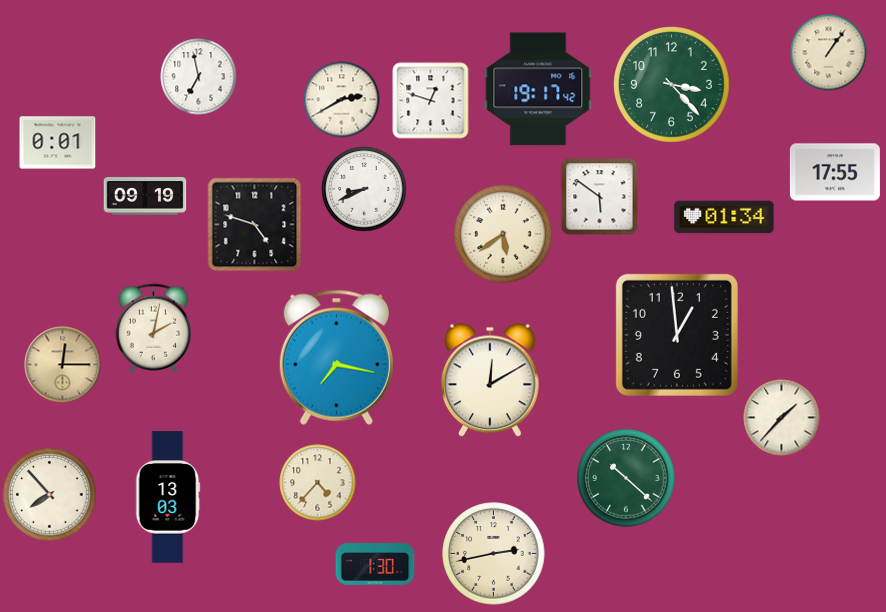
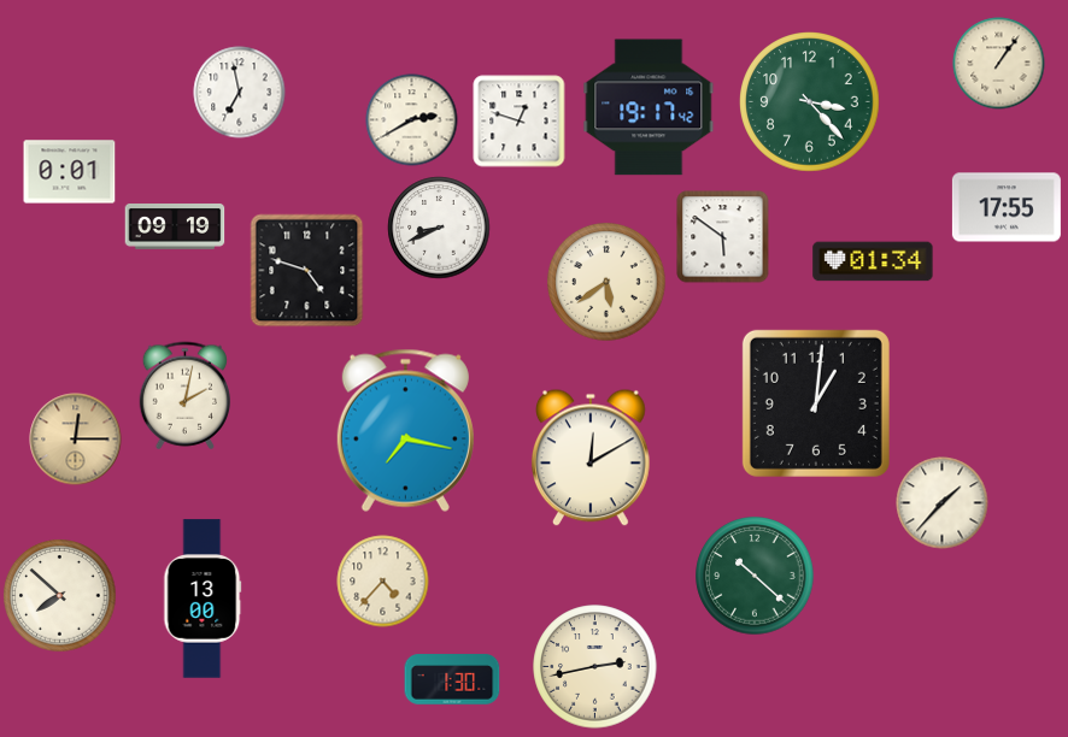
clock at (145, 197) position: (145, 197) -> (175, 228)
clock at (677, 335): 12:59 -> 1:01
clock at (50, 495): 7:53 -> 7:52
clock at (168, 497): 13:03 -> 13:00
